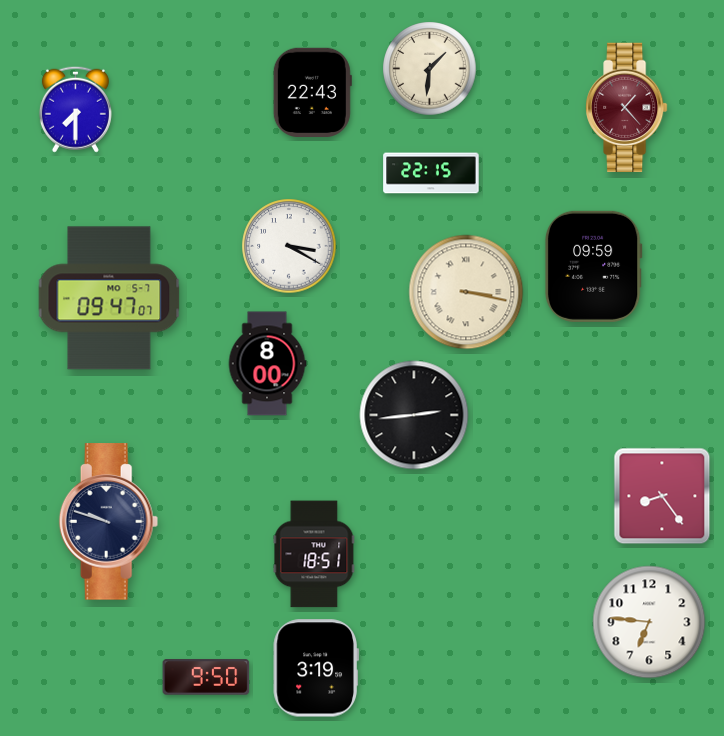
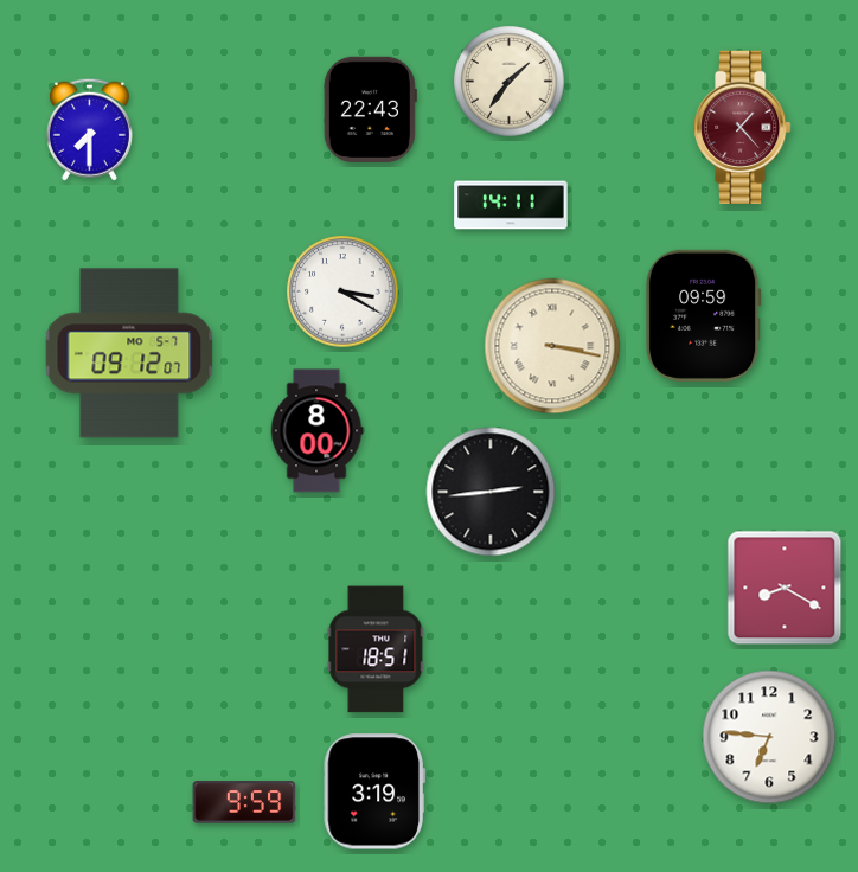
clock at (430, 69): 1:31 -> 1:36
clock at (431, 173): 22:15 -> 14:11
clock at (109, 298): 09:47 -> 09:12
clock at (662, 496): 8:24 -> 8:20
clock at (109, 522): 9:48 -> none
clock at (314, 554) position: (314, 554) -> (376, 649)
clock at (206, 677): 9:50 -> 9:59
